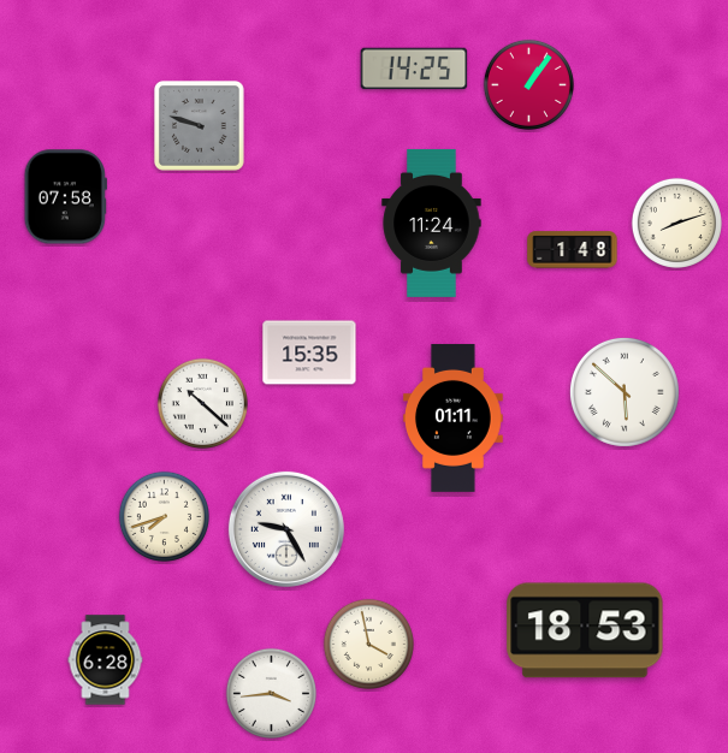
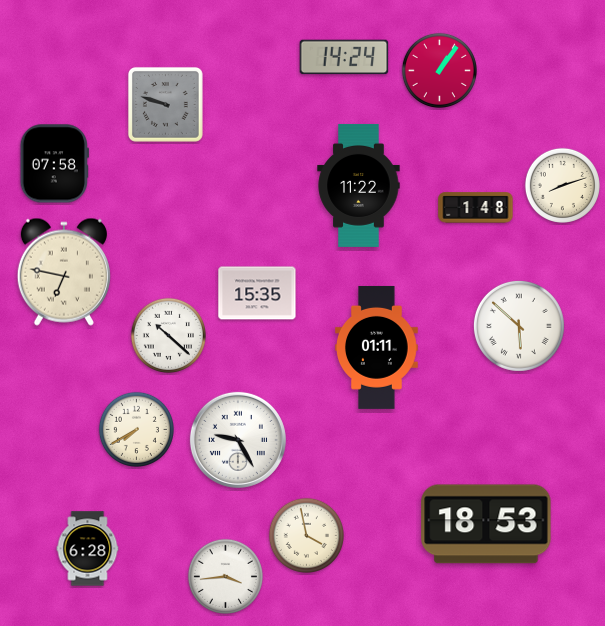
clock at (414, 69): 14:25 -> 14:24
clock at (432, 223): 11:24 -> 11:22
clock at (64, 272): none -> 6:47
clock at (164, 516): 7:42 -> 7:40
